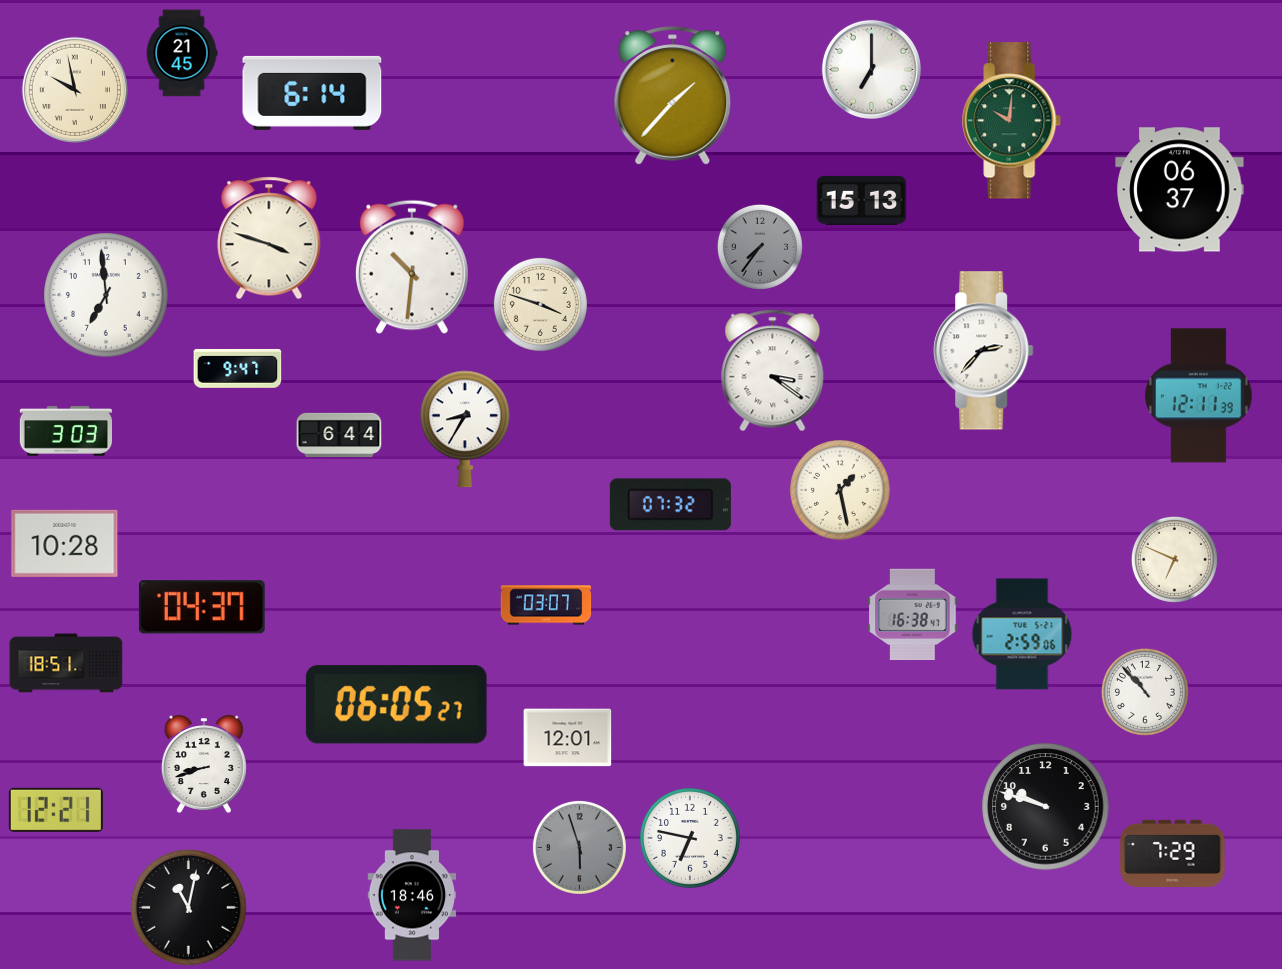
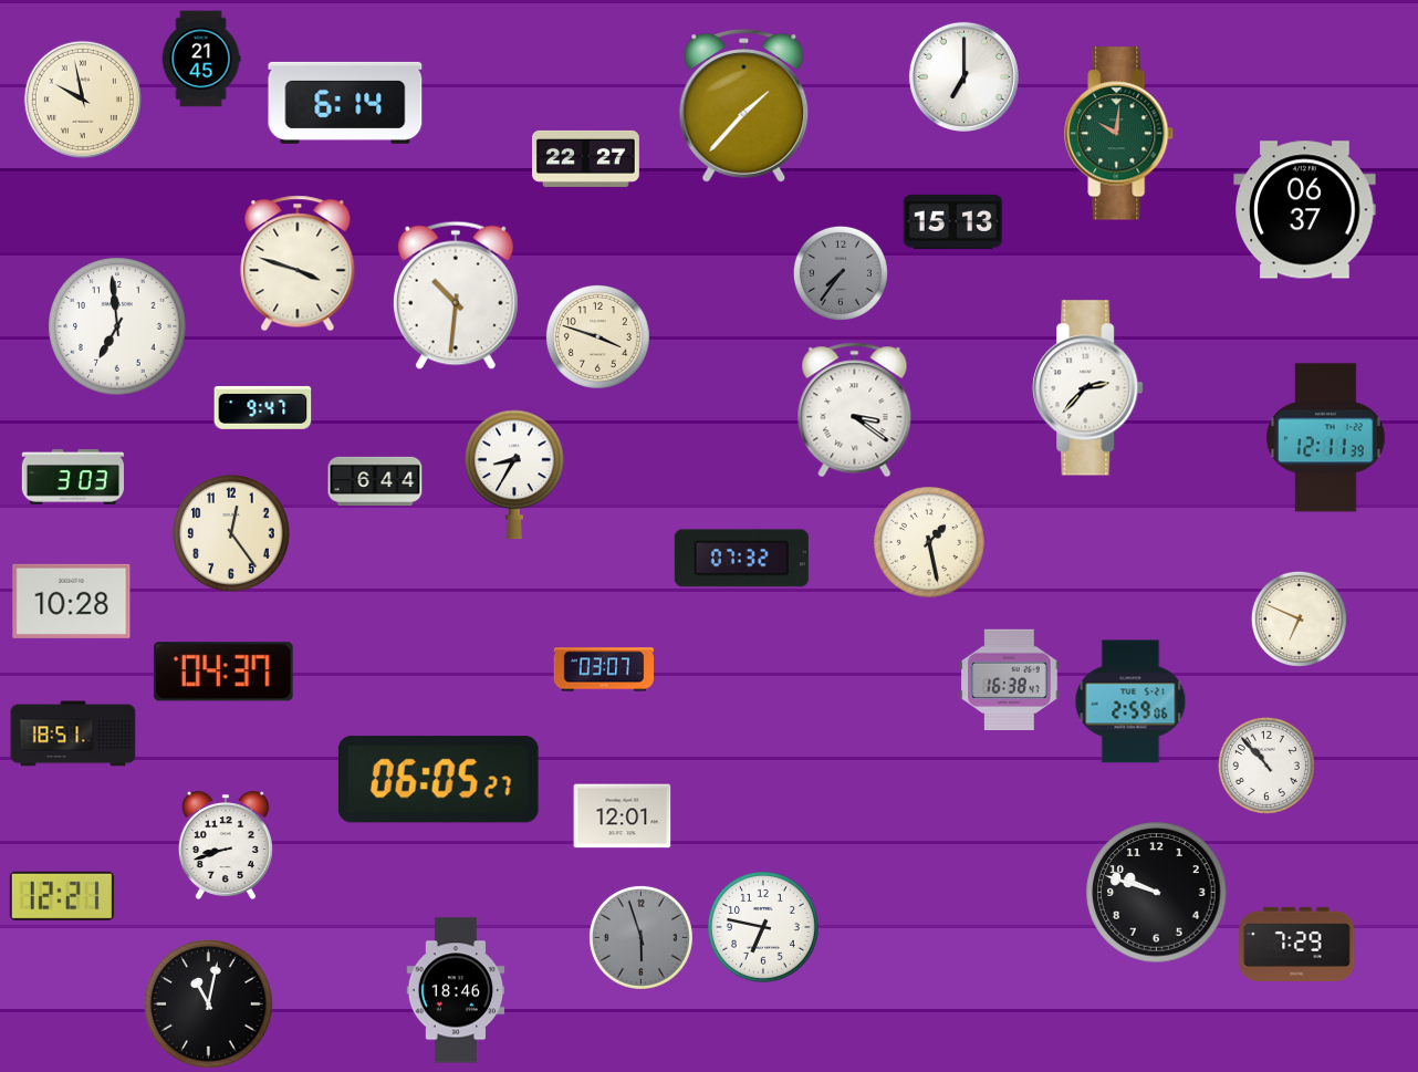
clock at (586, 158): none -> 22:27
clock at (232, 534): none -> 12:24
clock at (568, 738) position: (568, 738) -> (623, 816)
